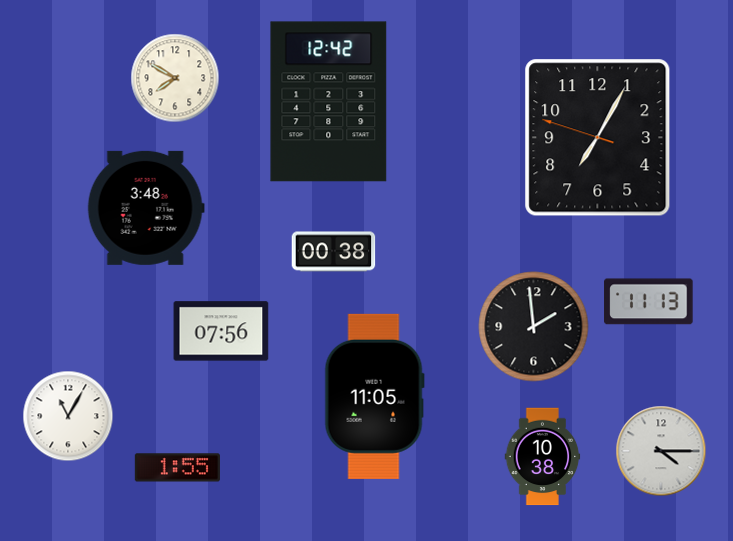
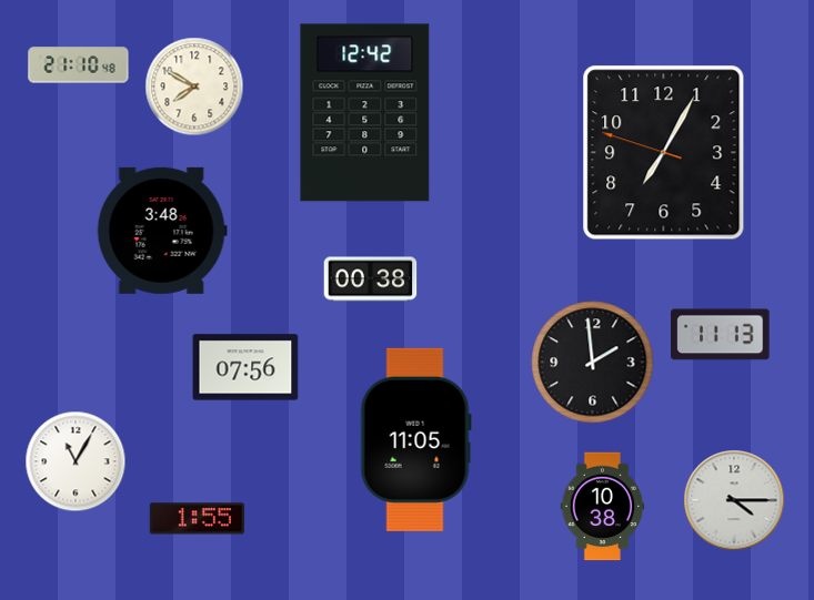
clock at (79, 65): none -> 21:10
